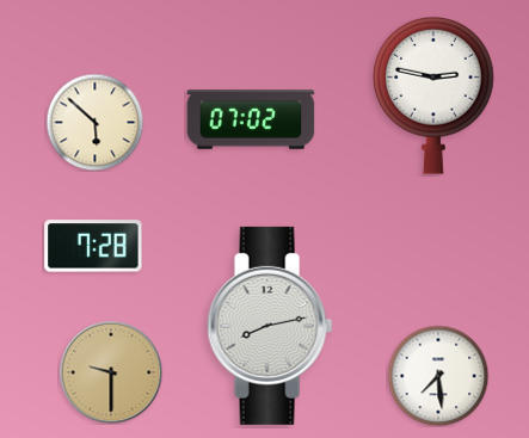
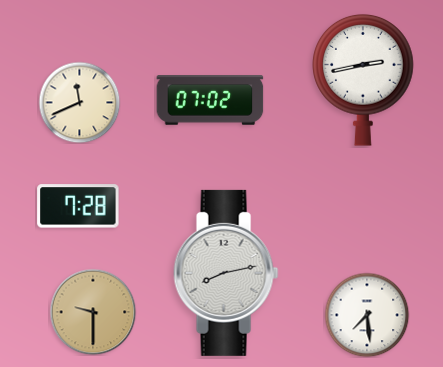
clock at (433, 95): 2:47 -> 2:43
clock at (94, 122): 5:52 -> 11:41
